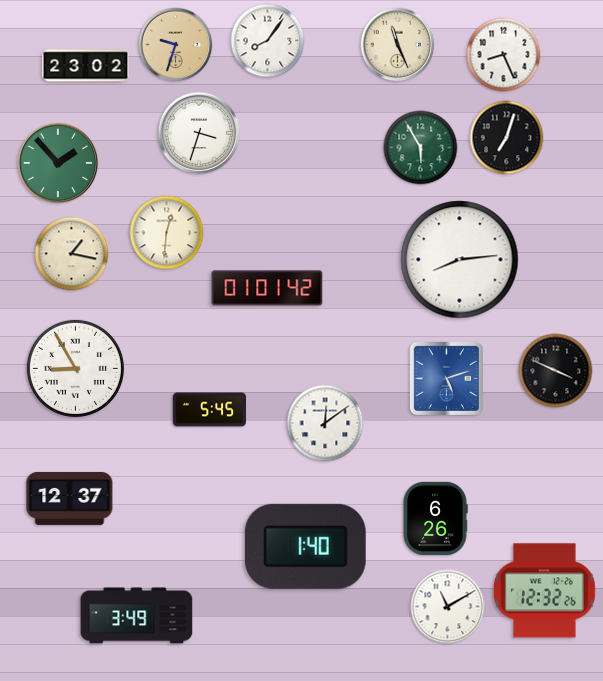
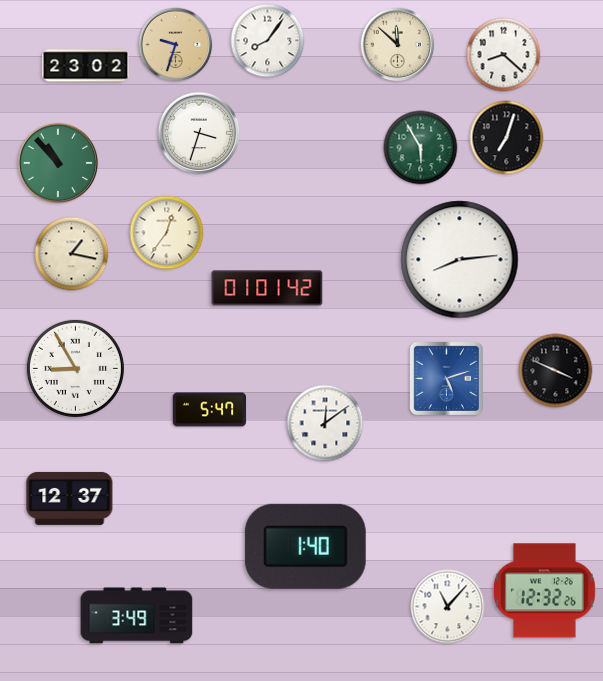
clock at (398, 45): 11:26 -> 11:52
clock at (504, 55): 8:26 -> 8:22
clock at (58, 163): 1:53 -> 10:53
clock at (167, 233): 12:31 -> 12:36
clock at (210, 410): 5:45 -> 5:47
clock at (435, 519): 6:26 -> none
clock at (448, 607): 11:10 -> 11:07
